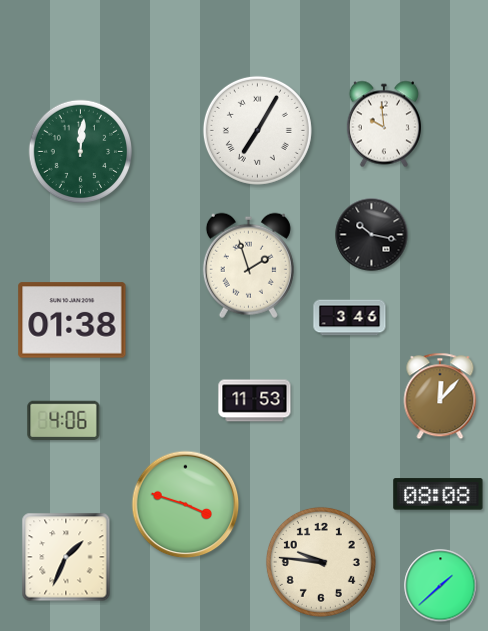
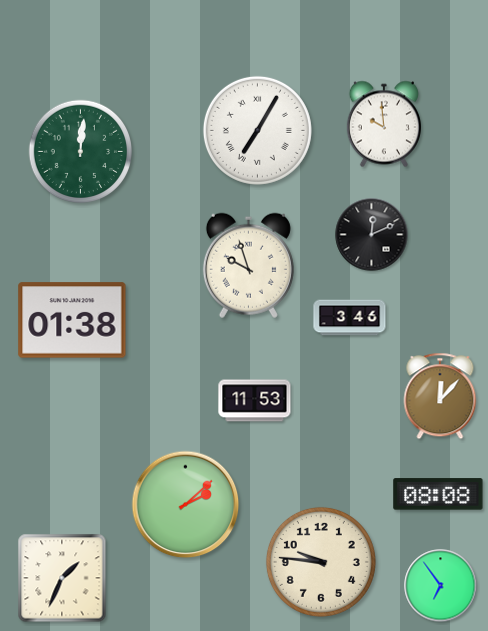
clock at (372, 235): 10:17 -> 12:11
clock at (248, 265): 1:57 -> 9:57
clock at (64, 421): 4:06 -> none
clock at (186, 505): 3:48 -> 2:08
clock at (66, 557) position: (66, 557) -> (62, 578)
clock at (441, 586): 1:38 -> 6:54
